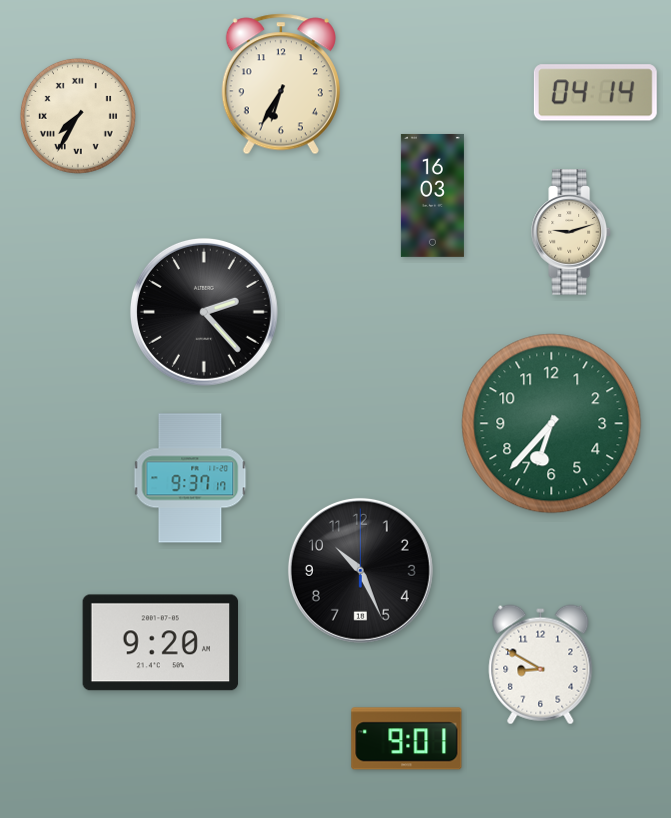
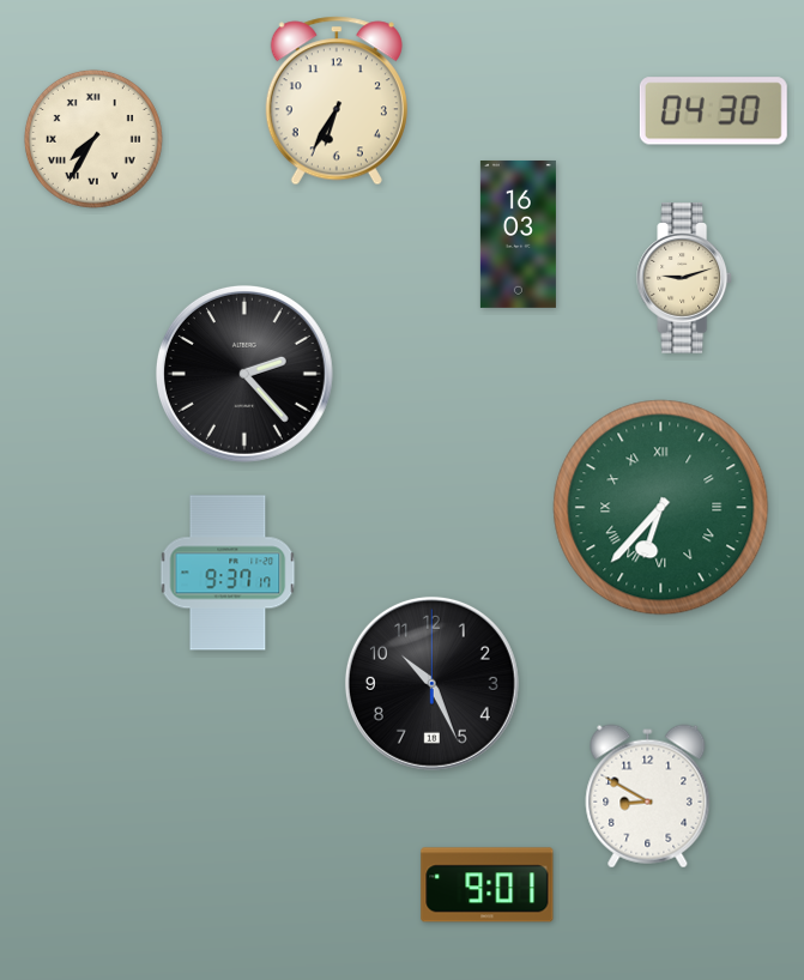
clock at (595, 93): 04:14 -> 04:30
clock at (552, 424) numerals: Arabic -> Roman
clock at (161, 643): 9:20 -> none
